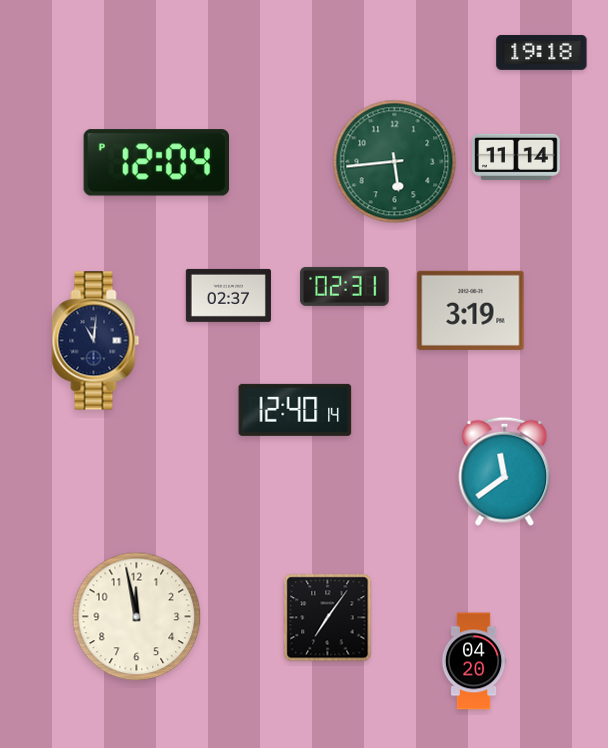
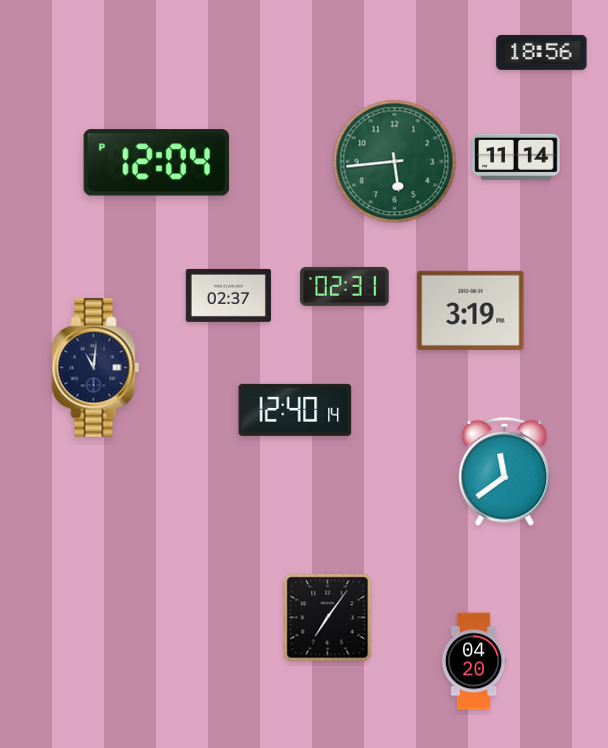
clock at (542, 52): 19:18 -> 18:56
clock at (96, 341) position: (96, 341) -> (96, 368)
clock at (137, 617): 11:58 -> none
